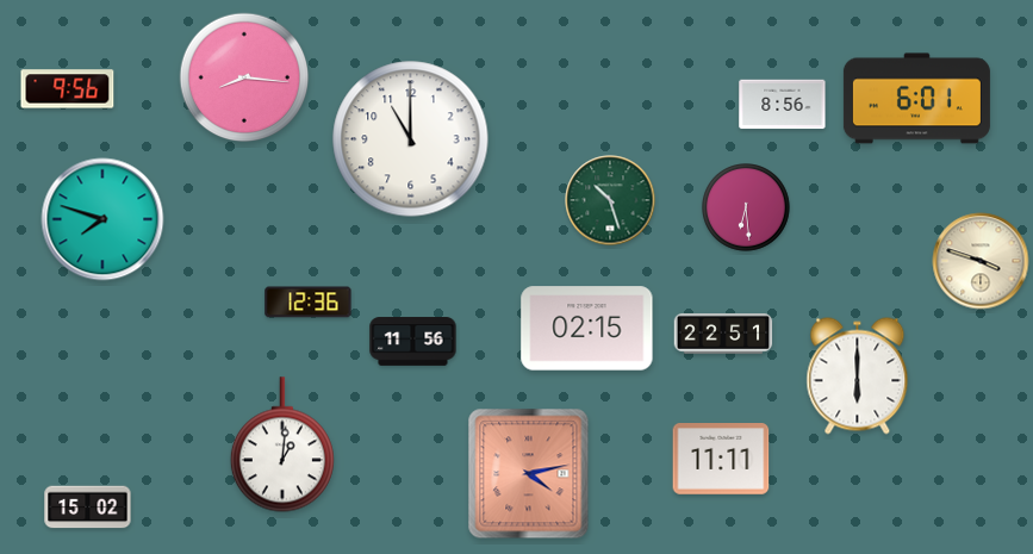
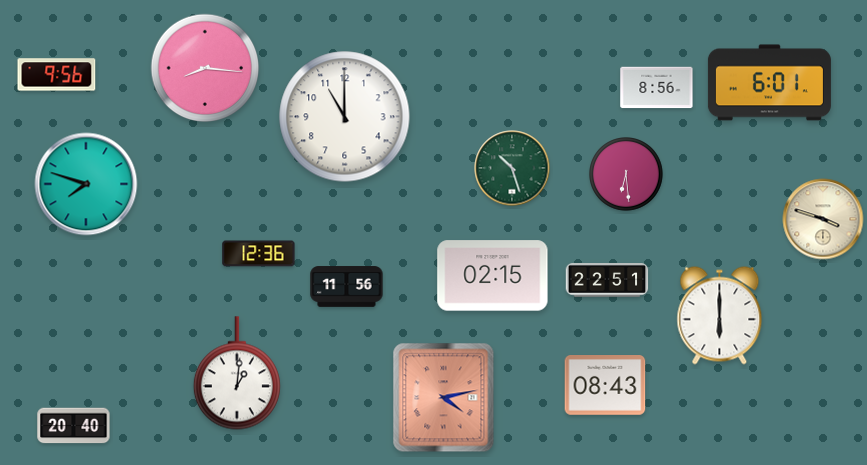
clock at (244, 77) position: (244, 77) -> (205, 68)
clock at (721, 460): 11:11 -> 08:43
clock at (88, 508): 15:02 -> 20:40
